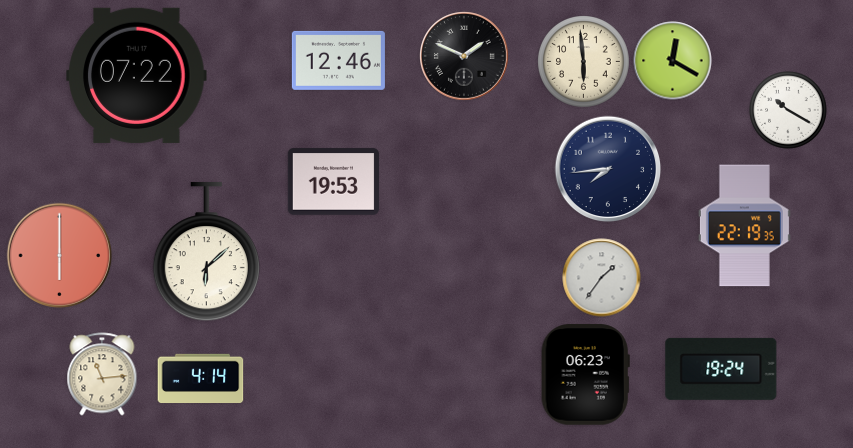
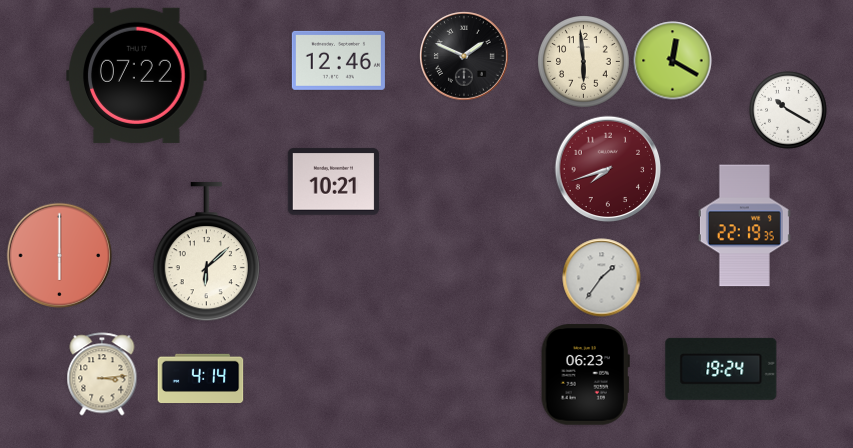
clock at (608, 169): 7:44 -> 7:42
clock at (608, 169) dial: navy -> burgundy
clock at (333, 182): 19:53 -> 10:21
clock at (102, 374): 11:14 -> 3:14
